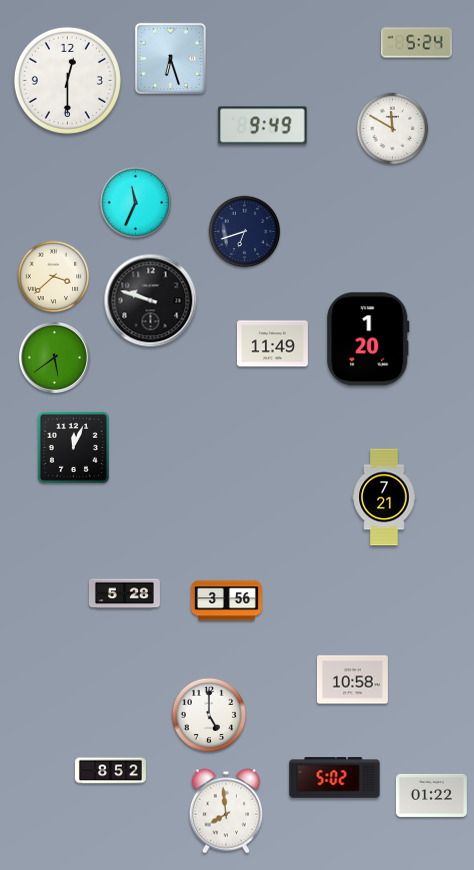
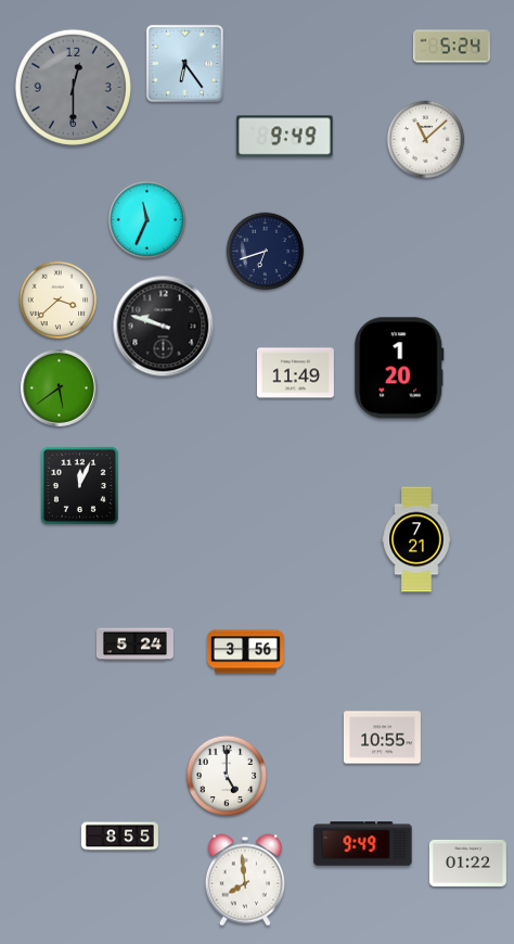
clock at (170, 58): 6:27 -> 6:24
clock at (67, 80) dial: white -> grey
clock at (393, 129): 11:50 -> 11:08
clock at (124, 594): 5:28 -> 5:24
clock at (352, 680): 10:58 -> 10:55
clock at (110, 771): 8:52 -> 8:55
clock at (335, 778): 5:02 -> 9:49
